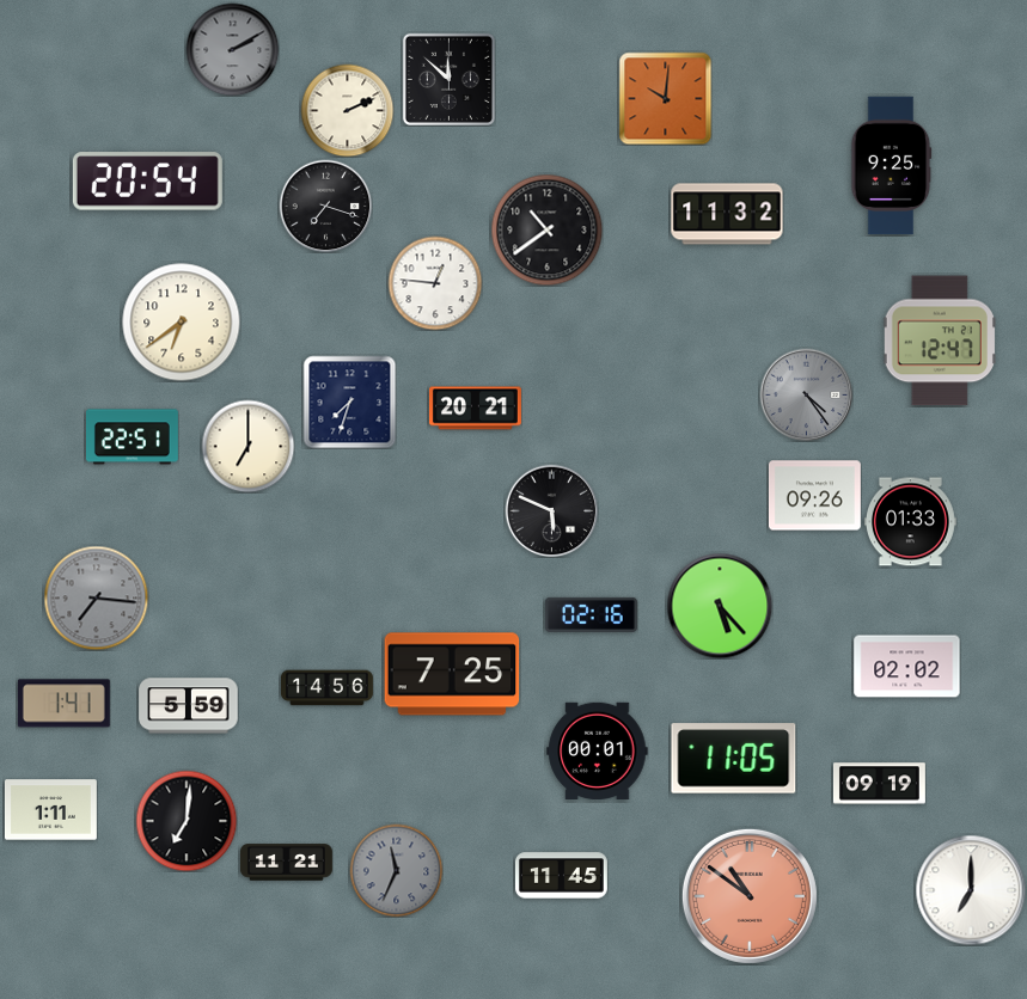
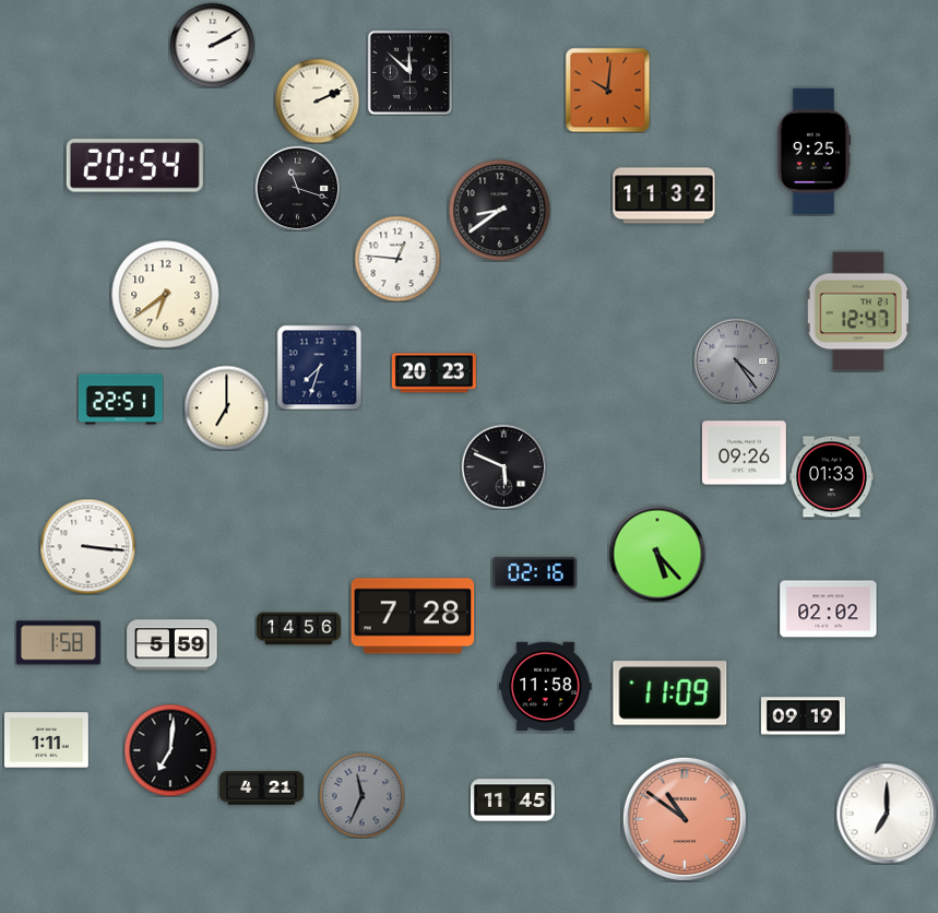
clock at (232, 49) dial: grey -> white
clock at (325, 206): 7:18 -> 11:18
clock at (546, 229): 10:39 -> 8:39
clock at (475, 409): 20:21 -> 20:23
clock at (96, 597): 7:16 -> 3:16
clock at (96, 597) dial: grey -> white
clock at (591, 614) position: (591, 614) -> (534, 572)
clock at (452, 674): 7:25 -> 7:28
clock at (63, 704): 1:41 -> 1:58
clock at (598, 750): 00:01 -> 11:58
clock at (734, 759): 11:05 -> 11:09
clock at (287, 863): 11:21 -> 4:21
